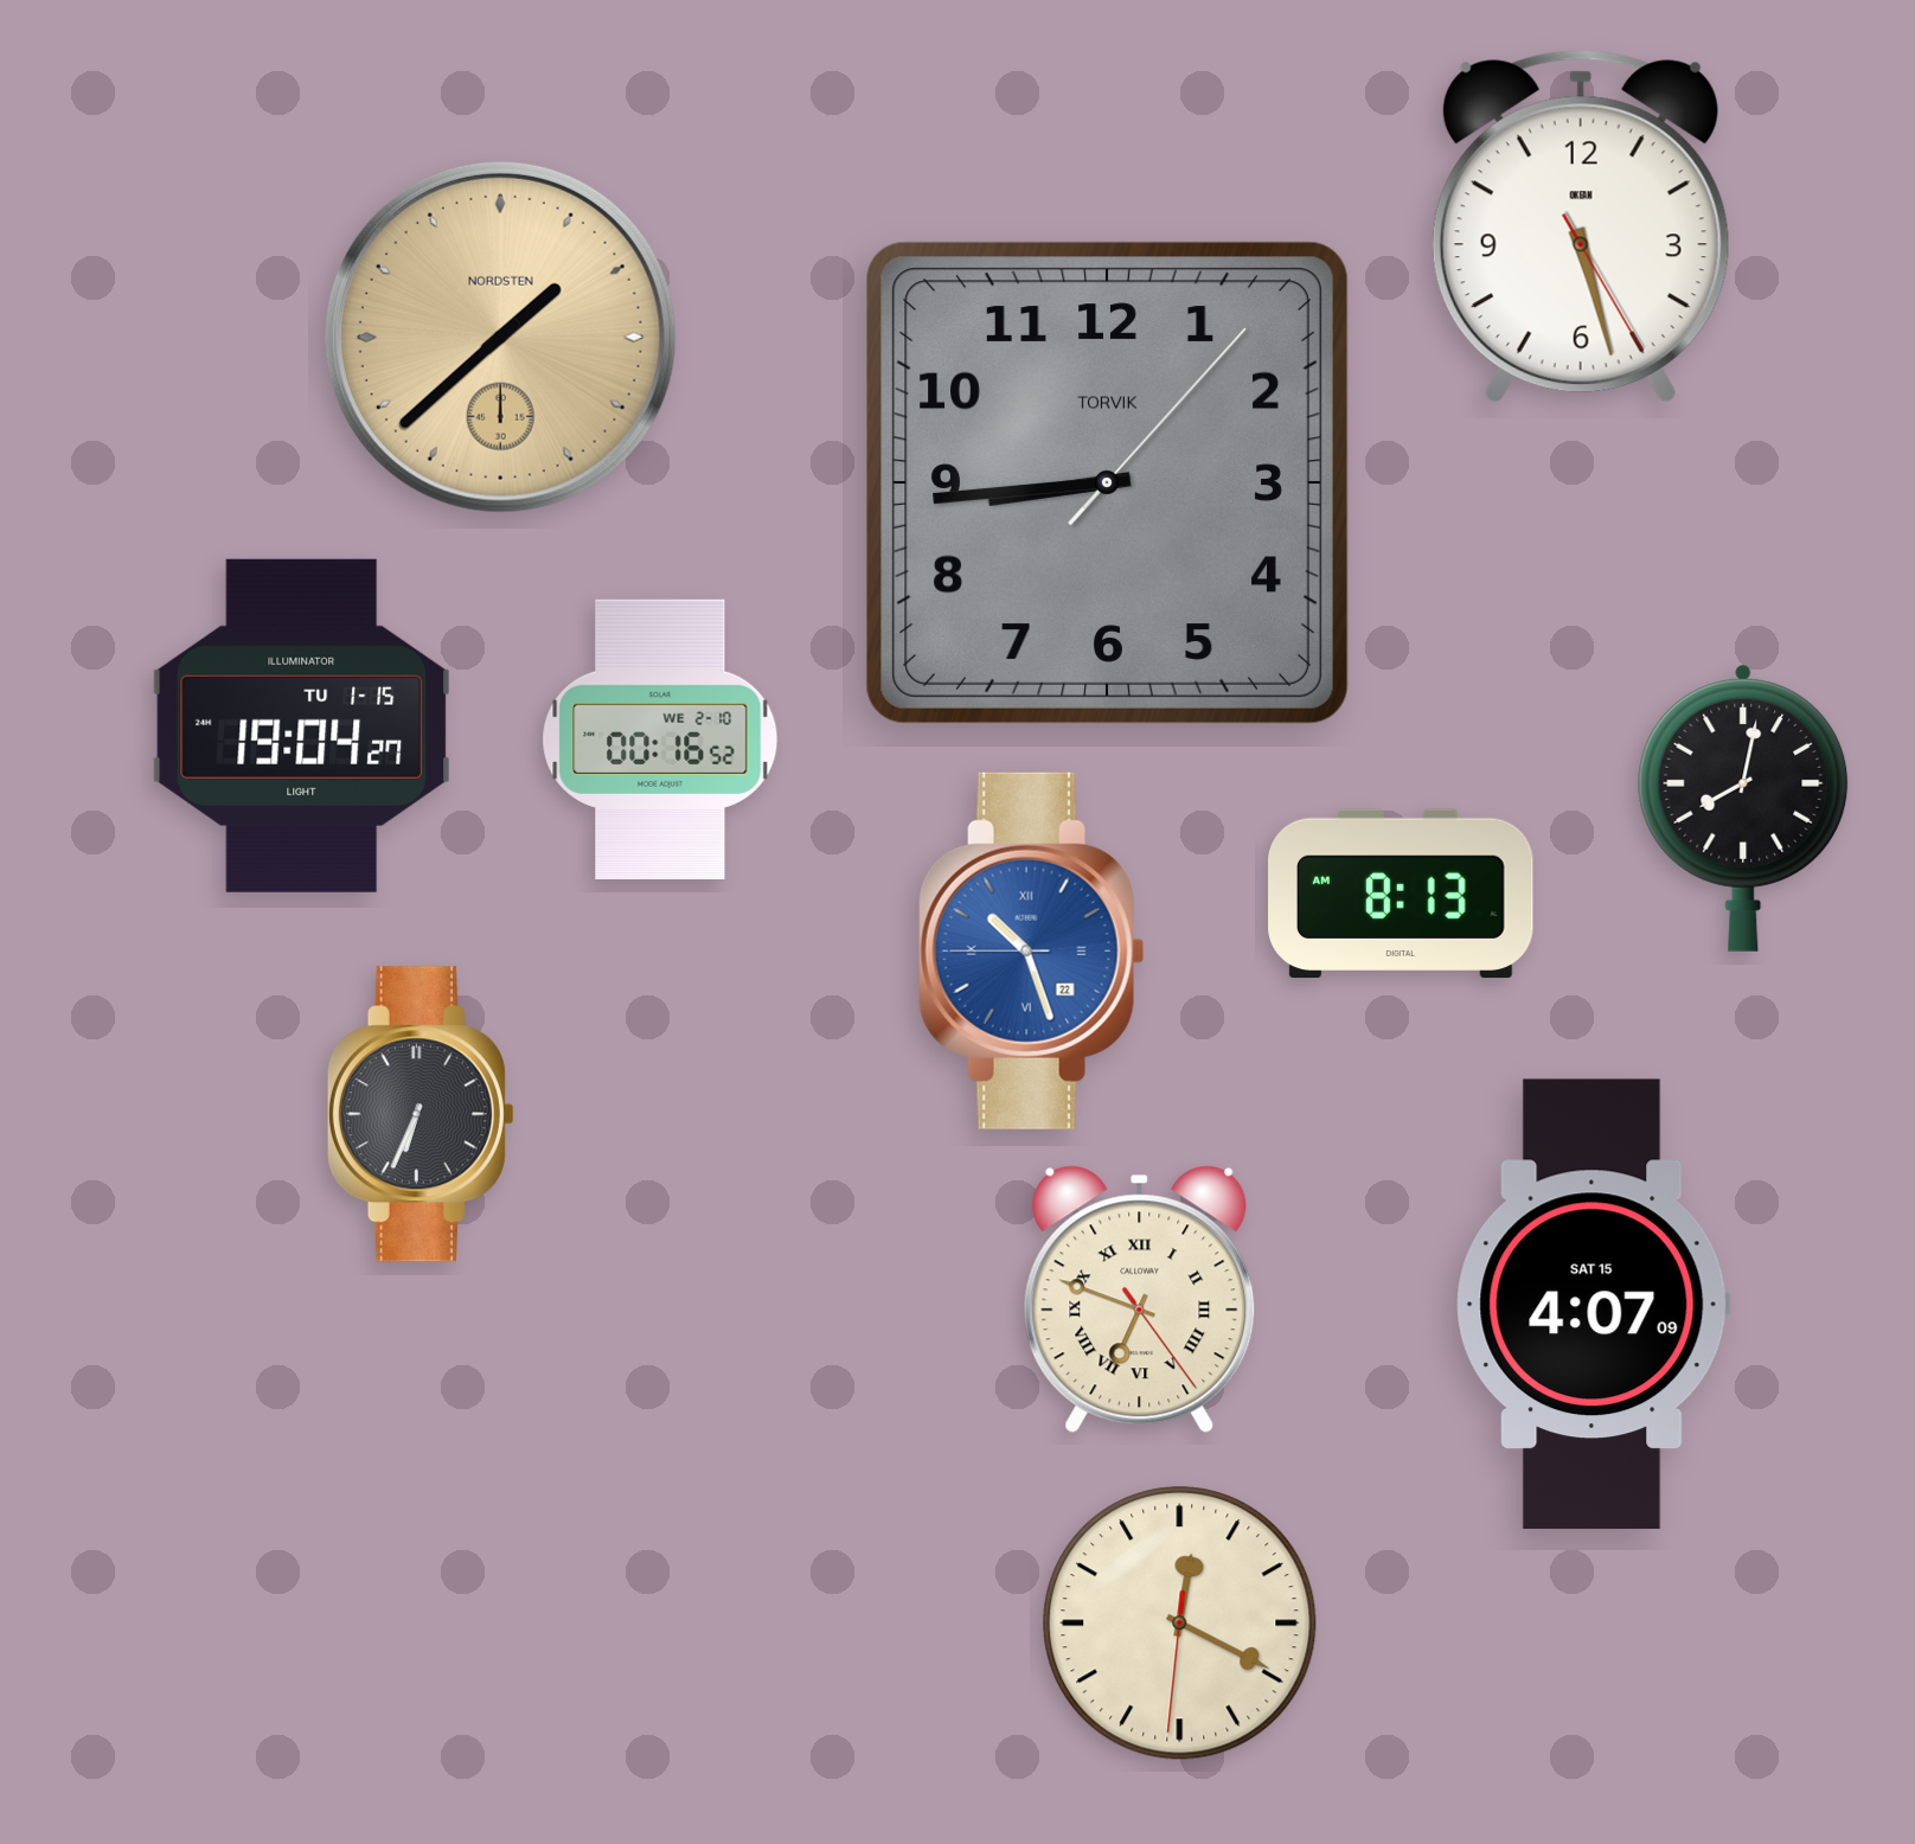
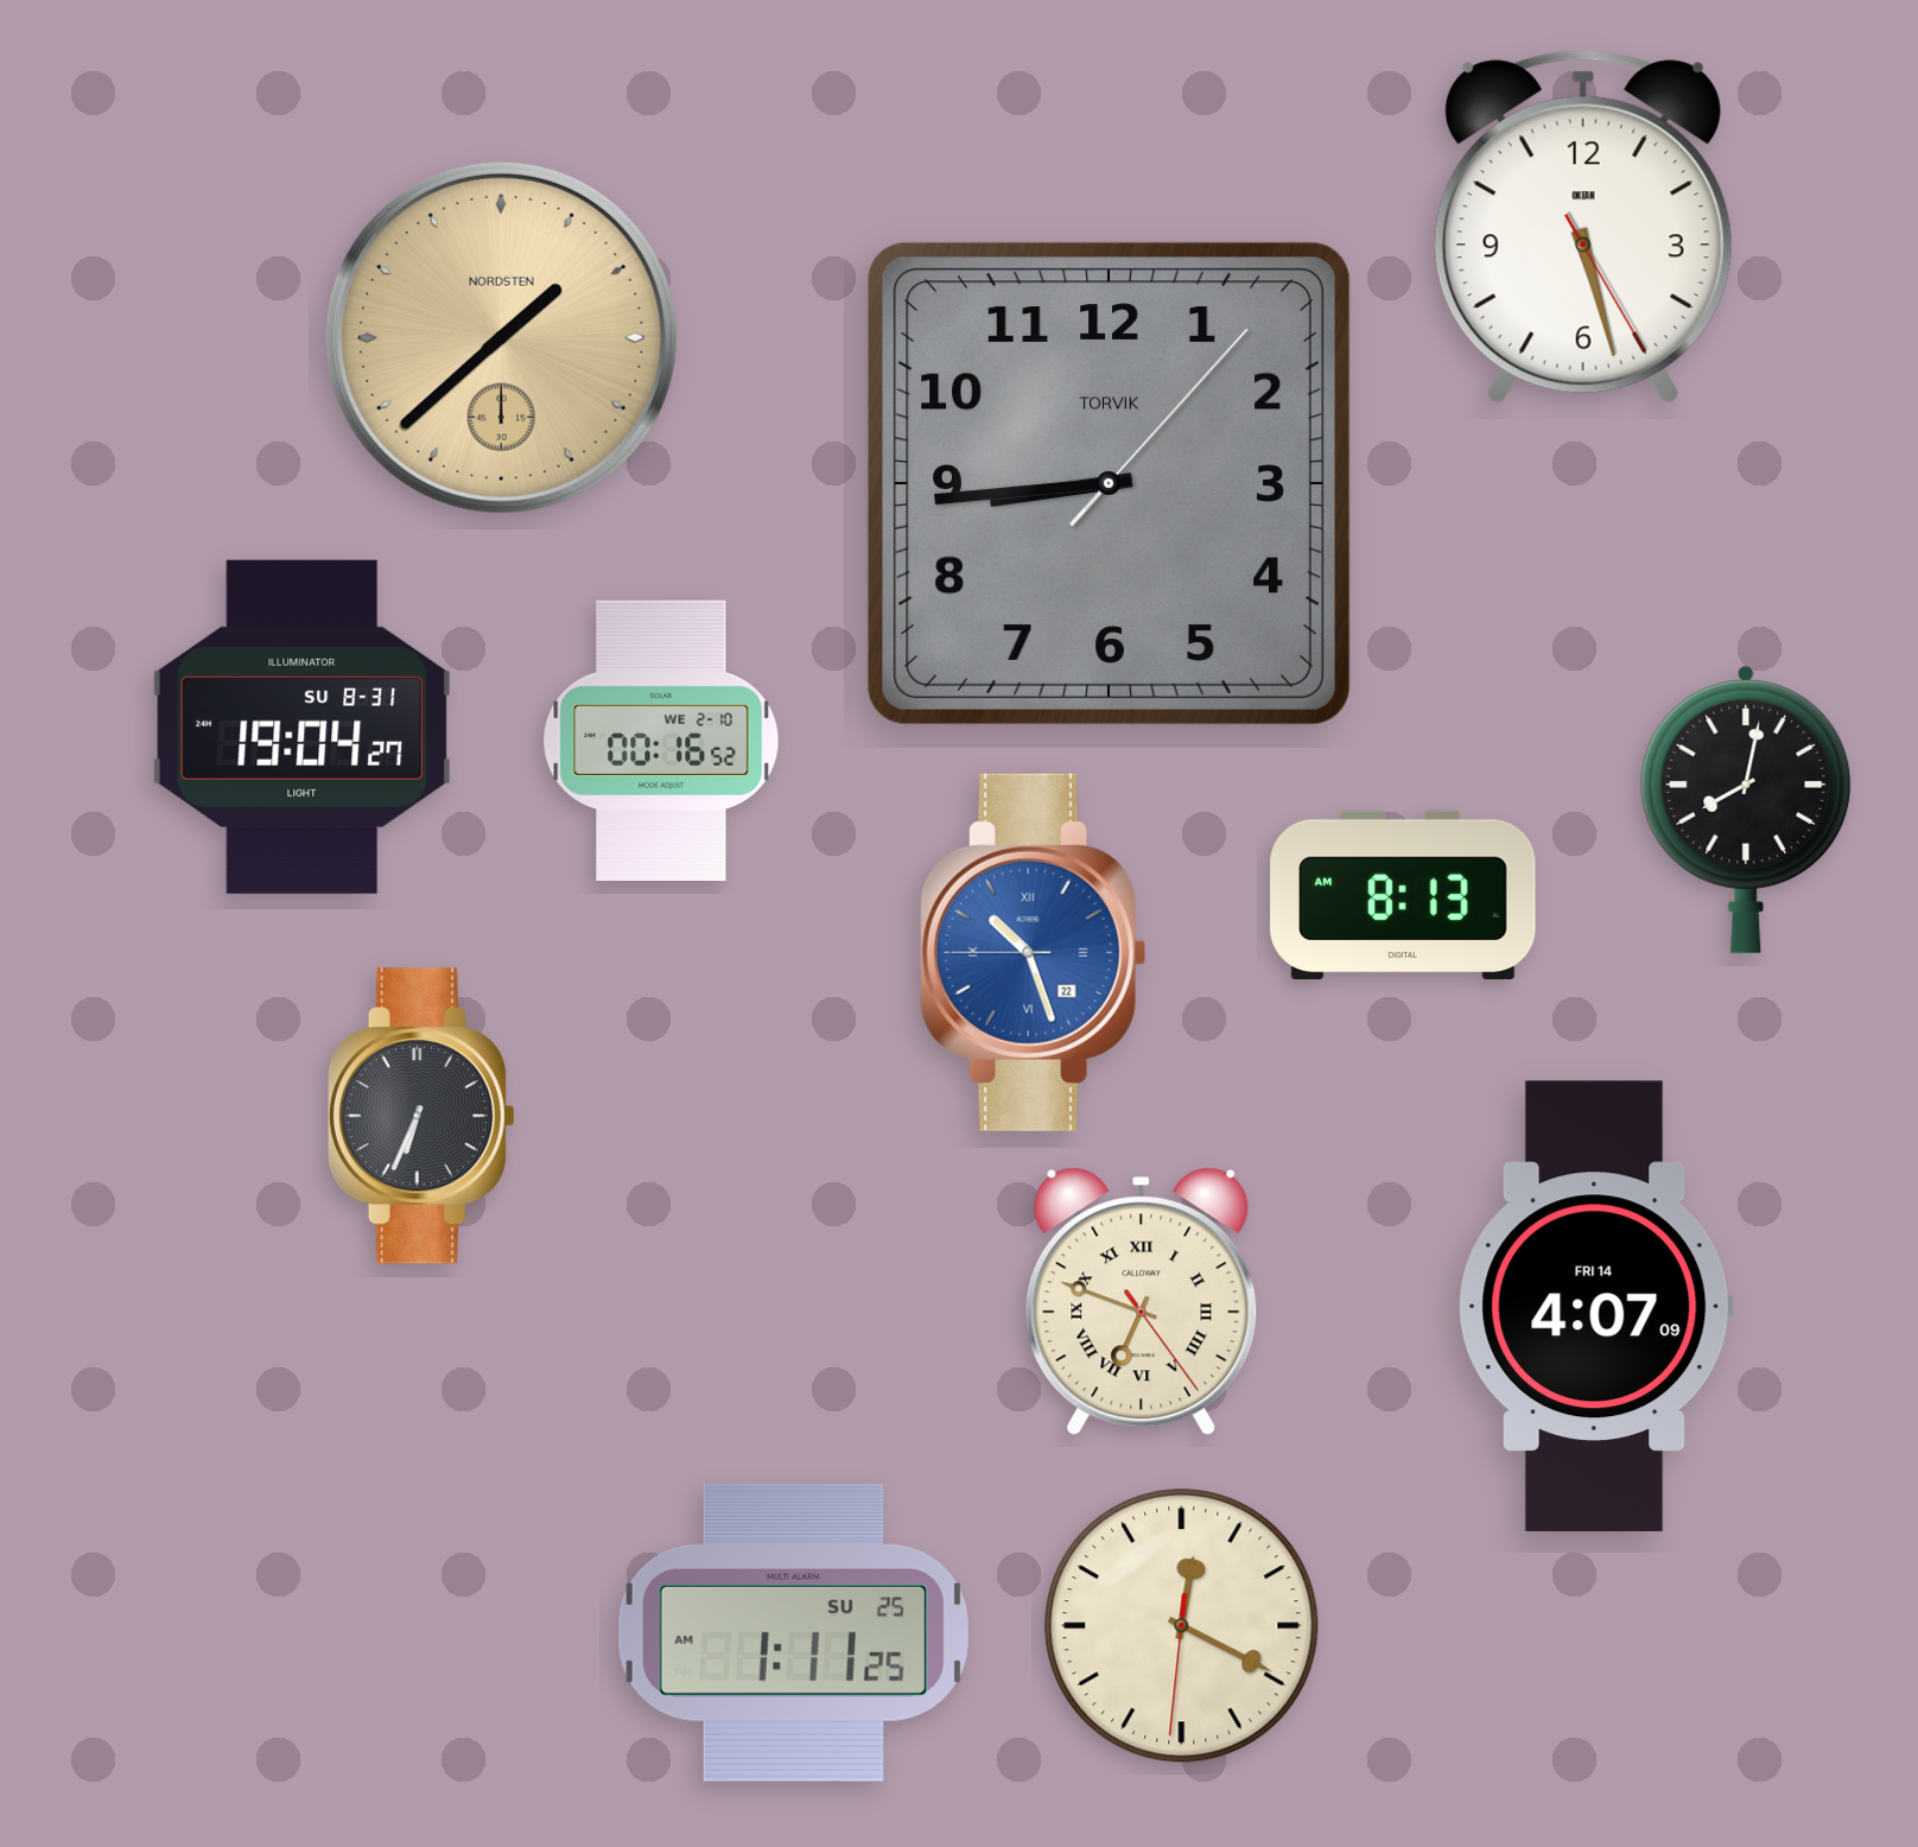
clock at (301, 725) date: TU 1-15 -> SU 8-31
clock at (1593, 1304) date: SAT 15 -> FRI 14
clock at (793, 1632): none -> 1:11
